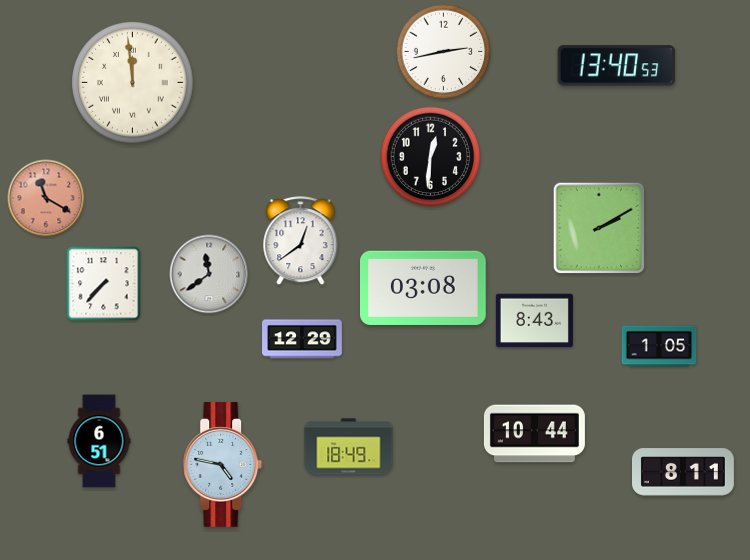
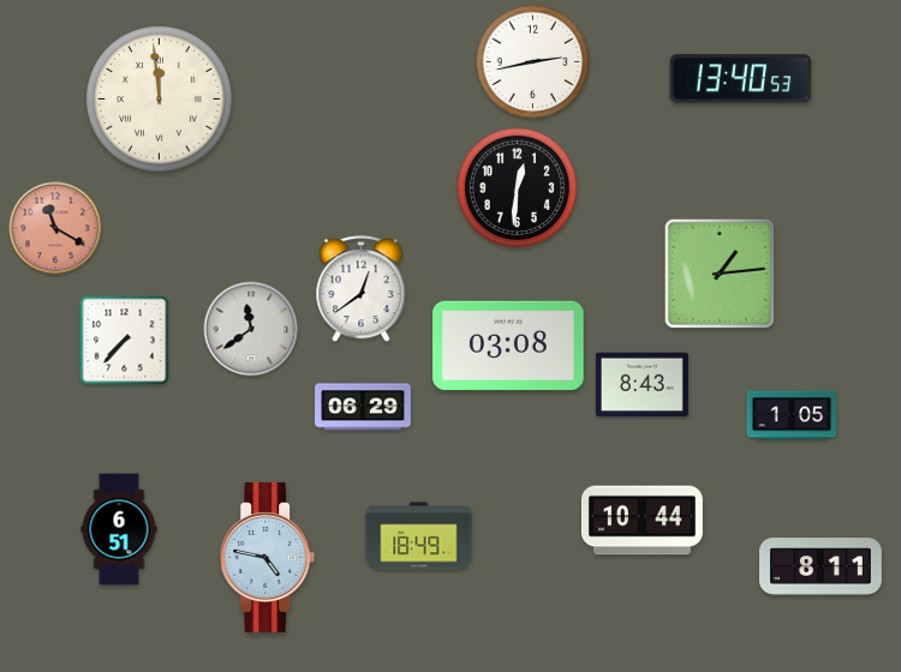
clock at (46, 198) position: (46, 198) -> (55, 228)
clock at (598, 227): 2:10 -> 1:14
clock at (303, 339): 12:29 -> 06:29
